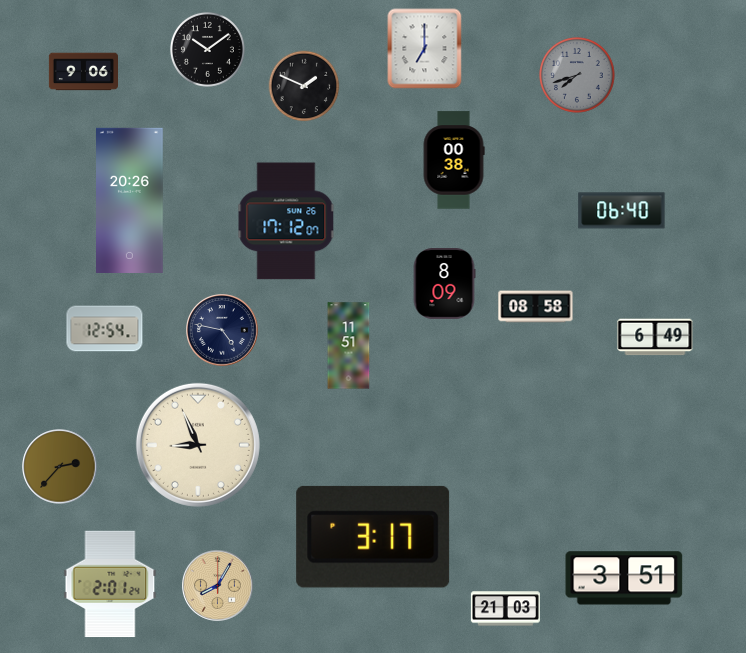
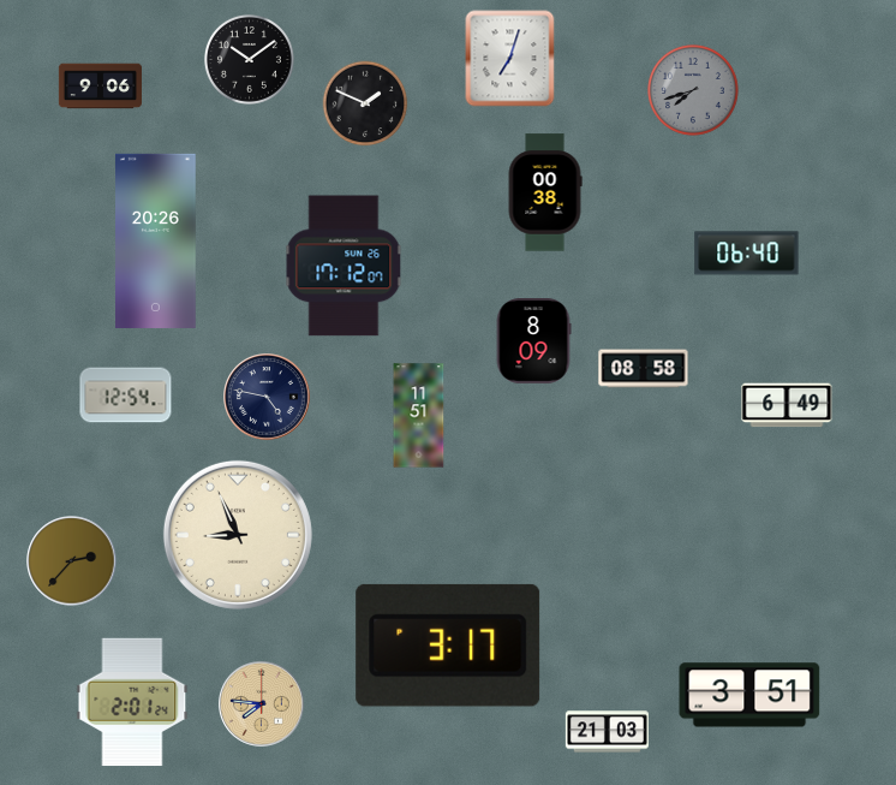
clock at (425, 49): 7:00 -> 7:03
clock at (218, 586): 8:05 -> 7:46
